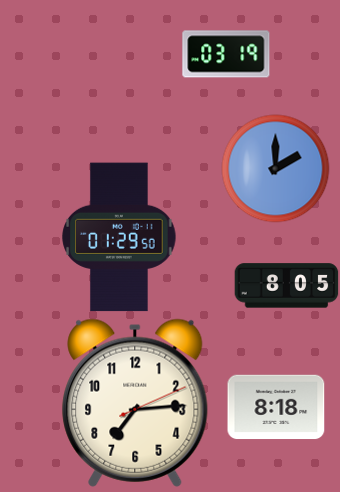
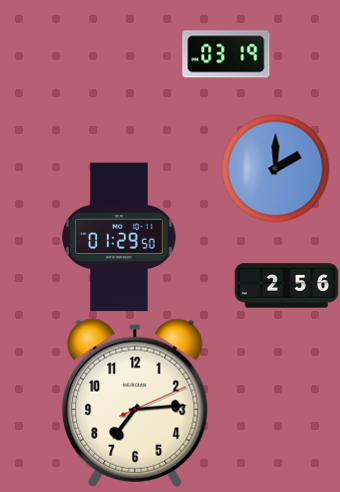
clock at (287, 286): 8:05 -> 2:56
clock at (276, 407): 8:18 -> none
